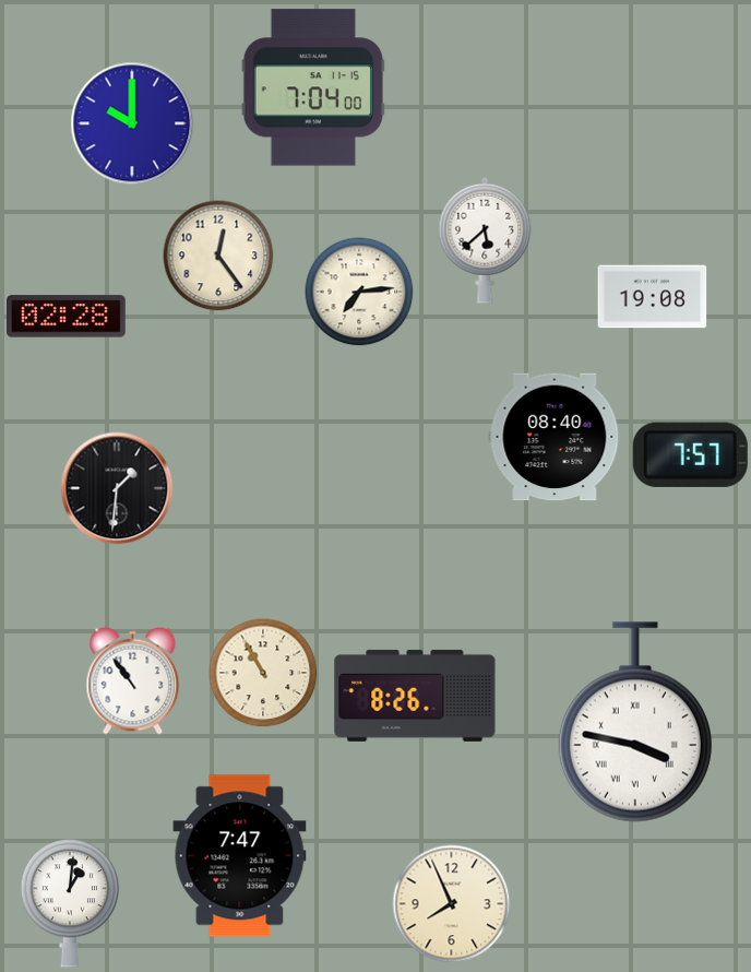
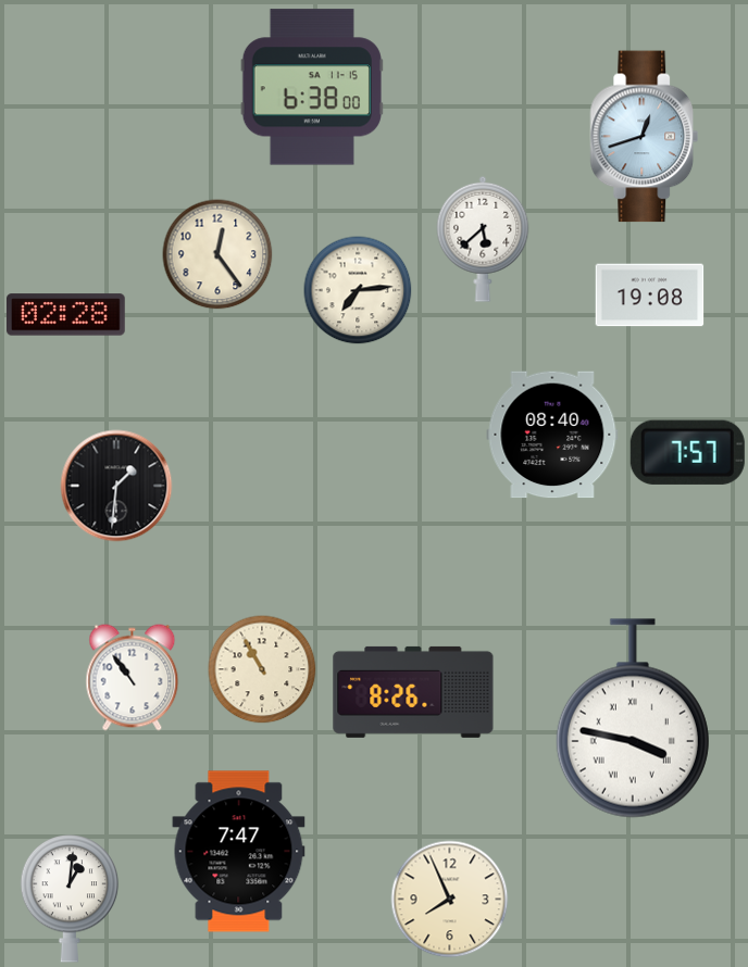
clock at (313, 87): 7:04 -> 6:38
clock at (132, 123): 10:00 -> none
clock at (645, 137): none -> 12:42
